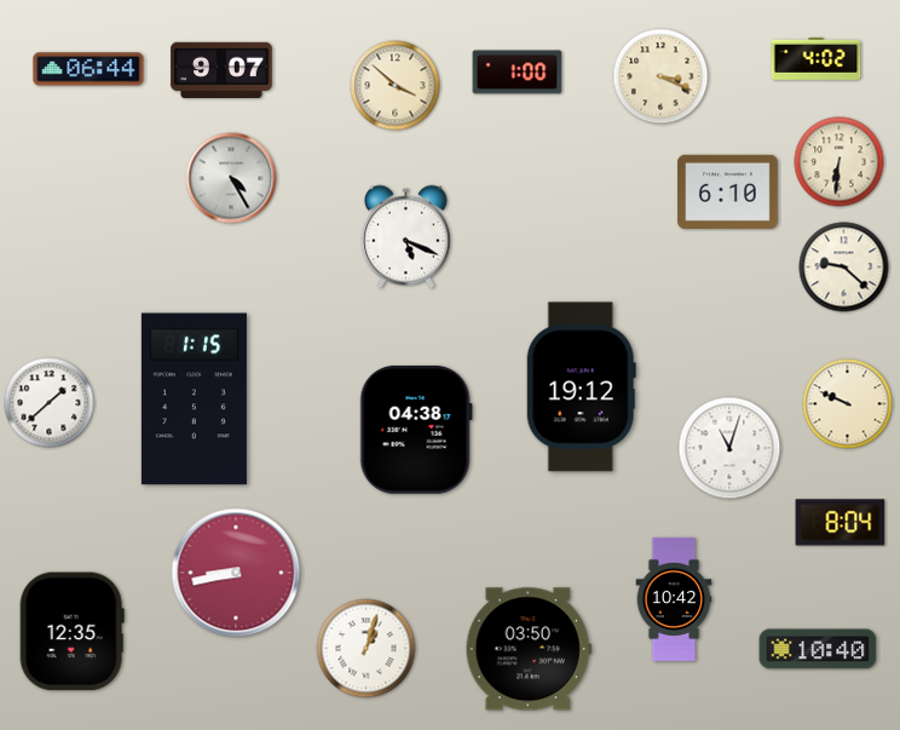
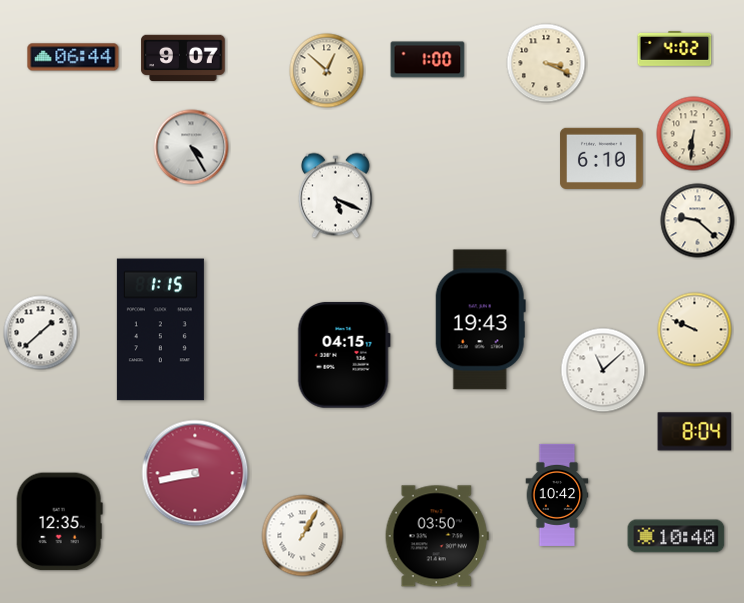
clock at (396, 86): 3:52 -> 12:52
clock at (581, 387): 19:12 -> 19:43
clock at (848, 404) position: (848, 404) -> (695, 330)
clock at (416, 430): 04:38 -> 04:15
clock at (729, 448): 11:03 -> 11:08
clock at (367, 649): 1:03 -> 1:05
